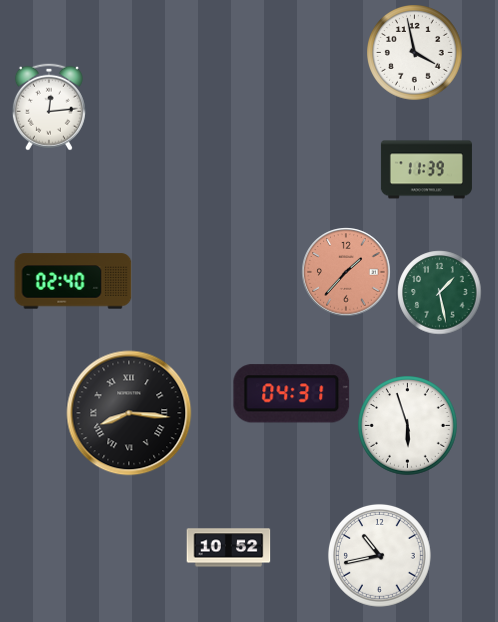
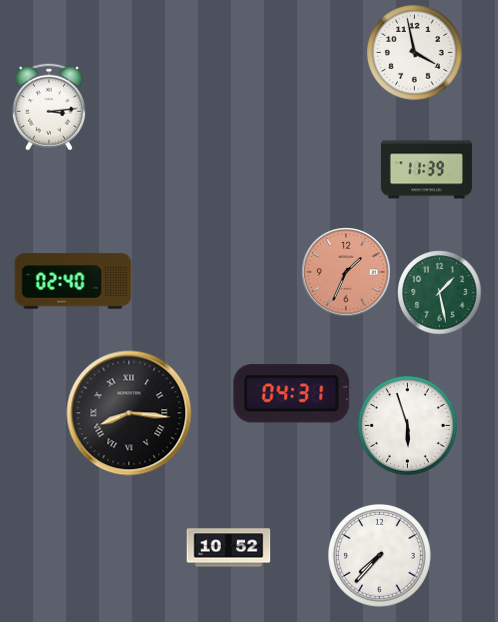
clock at (49, 107): 12:14 -> 3:14
clock at (346, 272): 1:37 -> 1:34
clock at (379, 555): 10:43 -> 7:37
